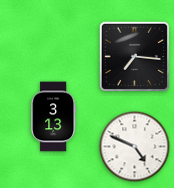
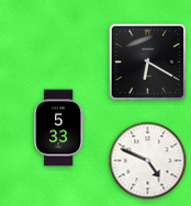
clock at (135, 57): 7:16 -> 6:20
clock at (54, 117): 3:13 -> 5:33
